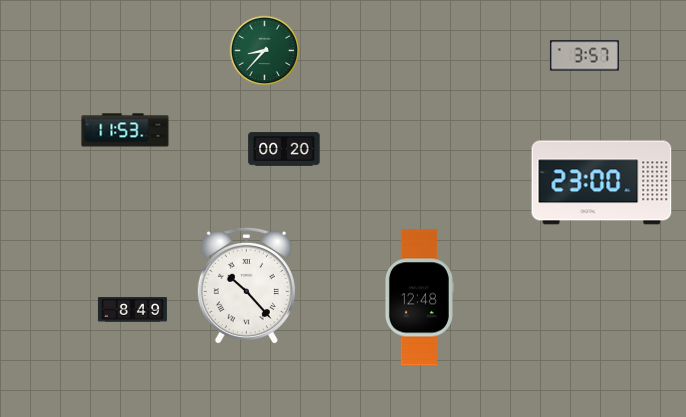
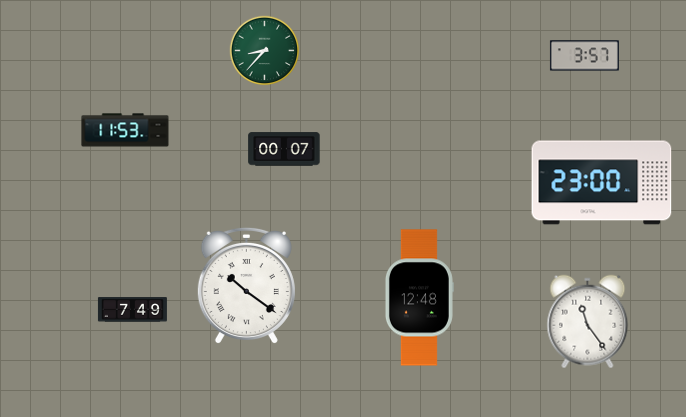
clock at (284, 149): 00:20 -> 00:07
clock at (246, 286): 10:23 -> 10:21
clock at (132, 310): 8:49 -> 7:49
clock at (588, 322): none -> 11:24
